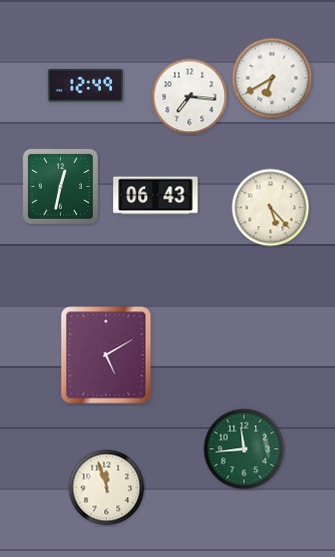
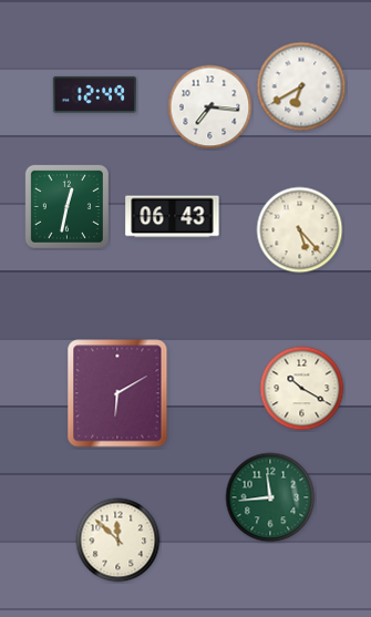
clock at (302, 389): none -> 10:20
clock at (106, 355): 5:10 -> 6:10
clock at (107, 488): 11:57 -> 11:52
